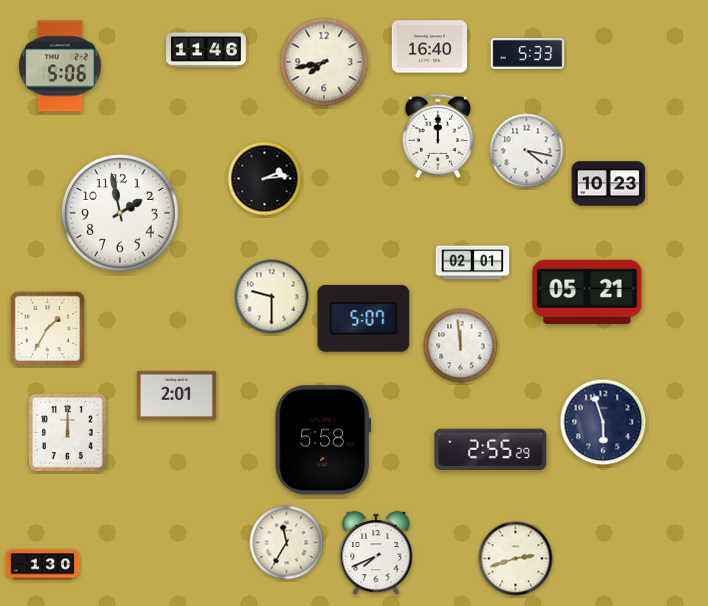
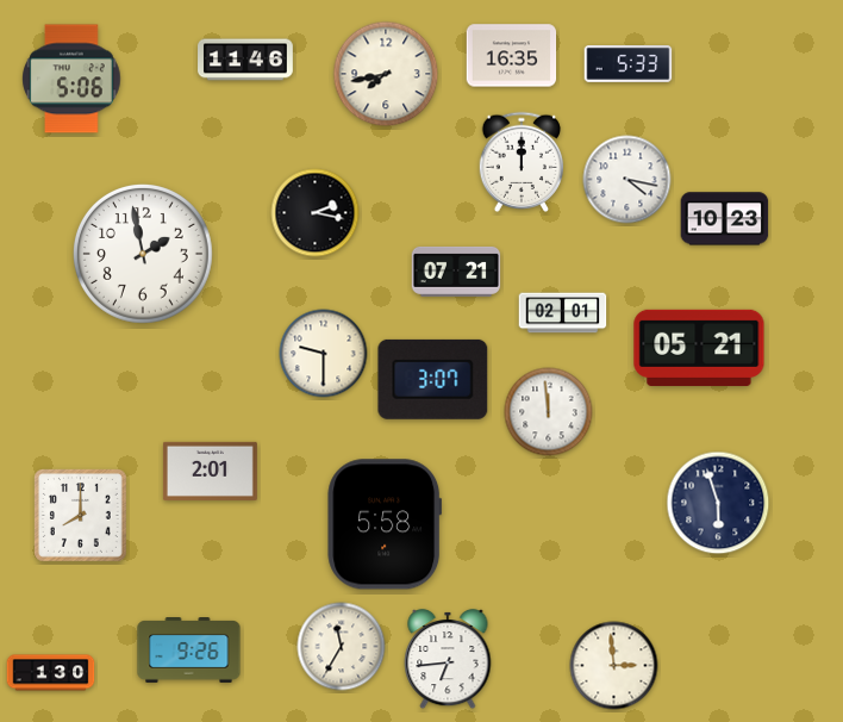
clock at (430, 47): 16:40 -> 16:35
clock at (265, 179): 2:14 -> 2:17
clock at (456, 272): none -> 07:21
clock at (364, 318): 5:07 -> 3:07
clock at (48, 329): 1:35 -> none
clock at (68, 433): 12:00 -> 8:00
clock at (491, 449): 2:55 -> none
clock at (189, 651): none -> 9:26
clock at (376, 553): 7:41 -> 6:44
clock at (516, 559): 2:42 -> 2:59
